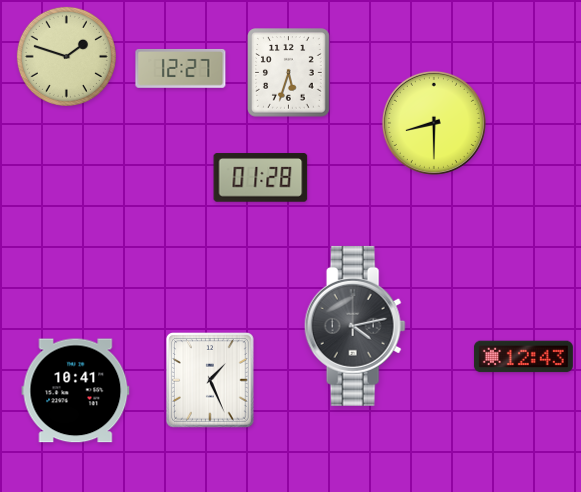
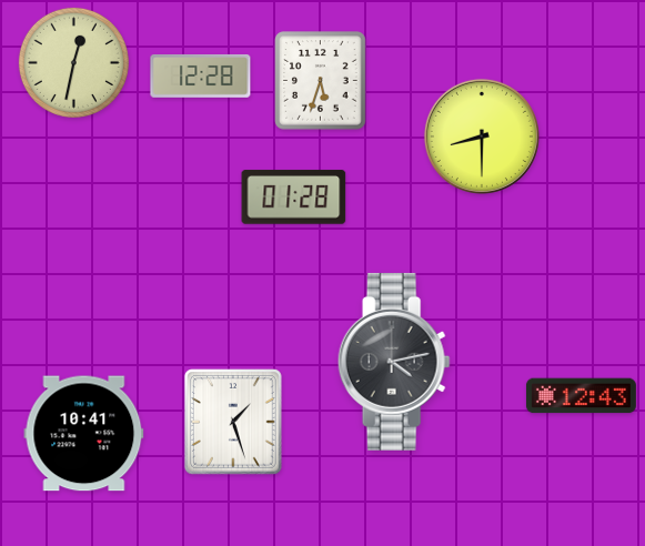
clock at (66, 56): 1:48 -> 12:32
clock at (181, 68): 12:27 -> 12:28
clock at (261, 178) position: (261, 178) -> (294, 198)
clock at (210, 381): 1:26 -> 1:27
